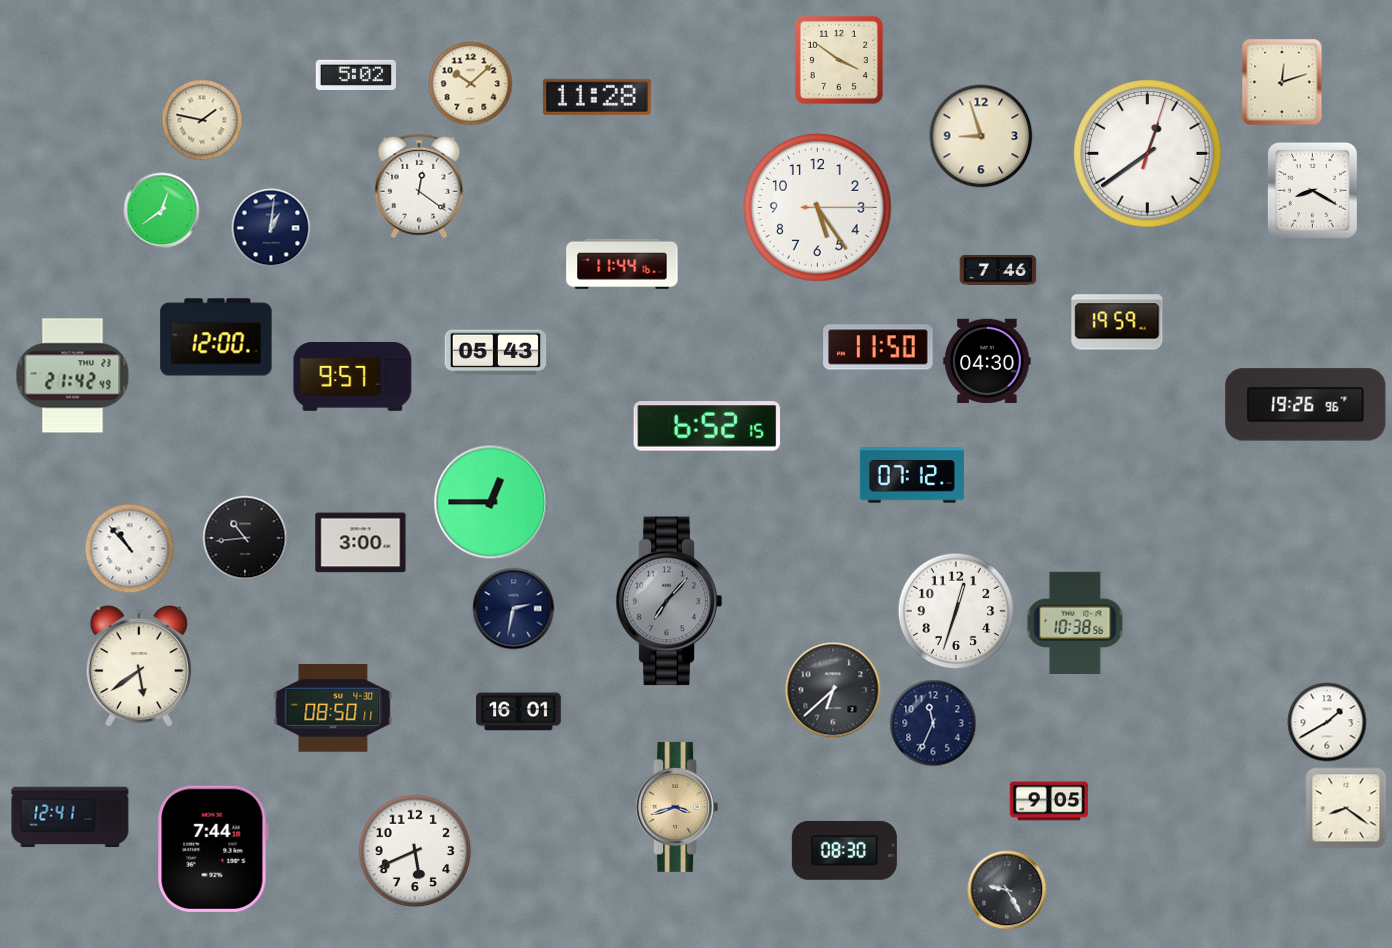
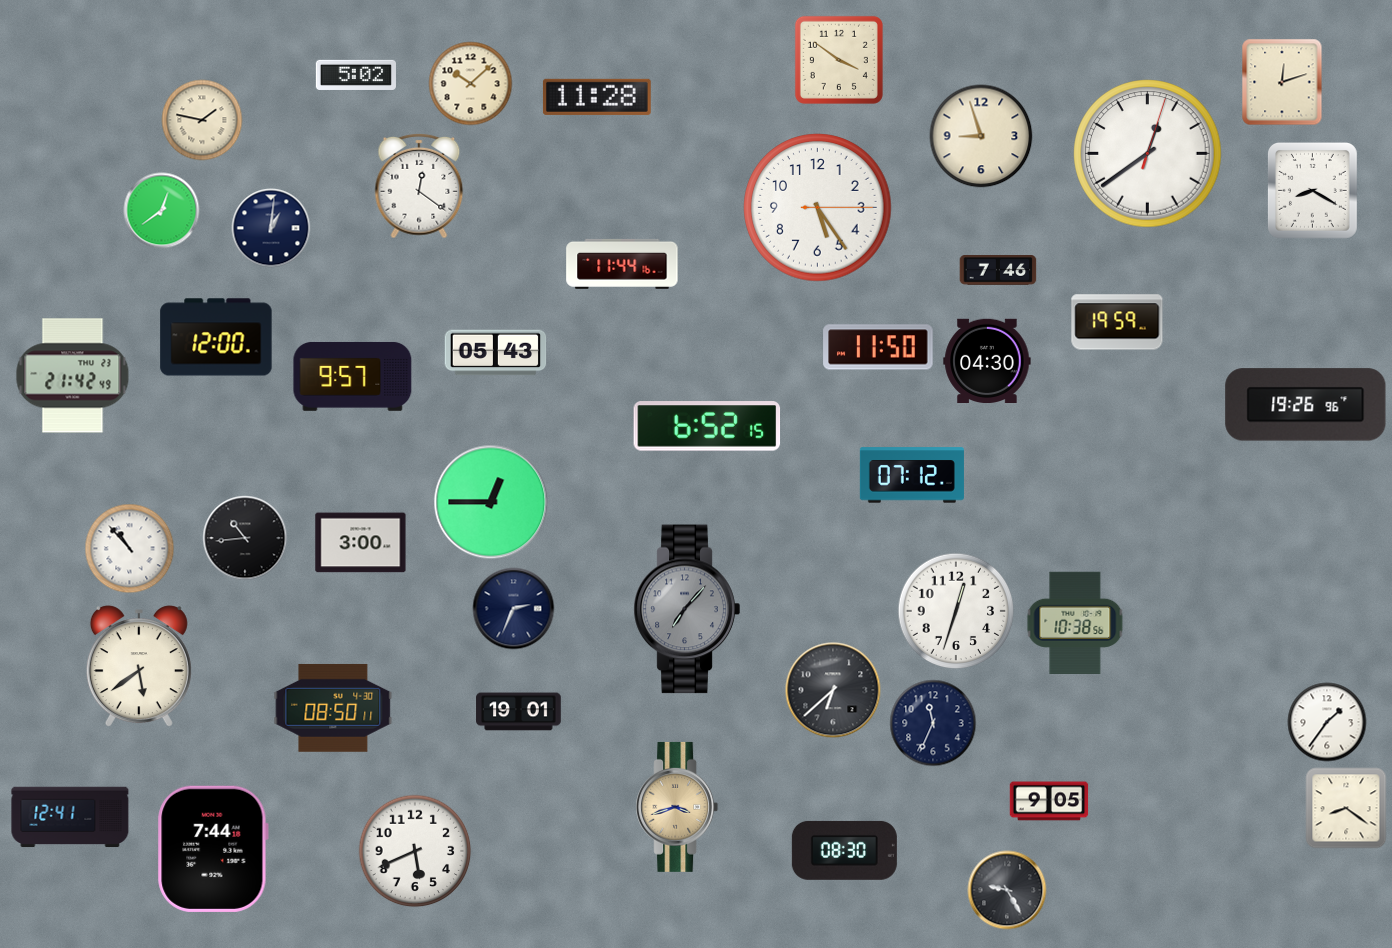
clock at (669, 601) position: (669, 601) -> (687, 609)
clock at (514, 609): 2:32 -> 2:34
clock at (519, 712): 16:01 -> 19:01
clock at (1327, 722): 1:40 -> 1:36
